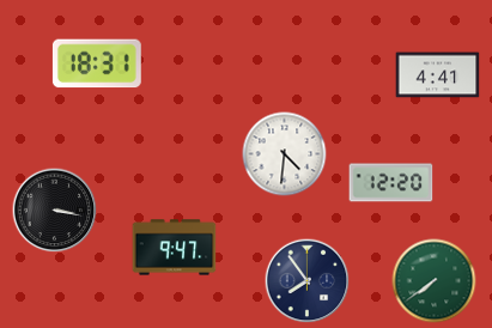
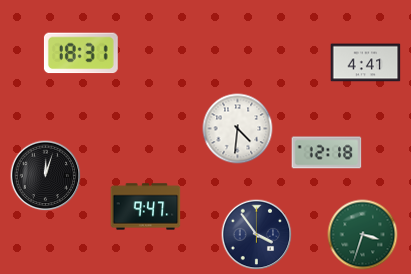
clock at (391, 183): 12:20 -> 12:18
clock at (55, 211): 3:17 -> 12:03
clock at (308, 281): 7:54 -> 3:54
clock at (435, 281): 7:39 -> 3:33
